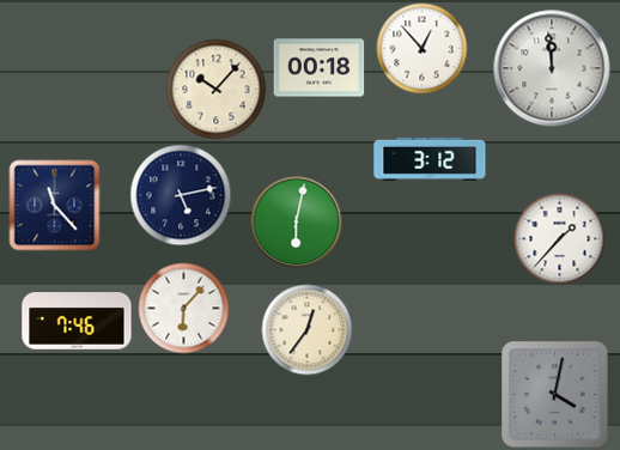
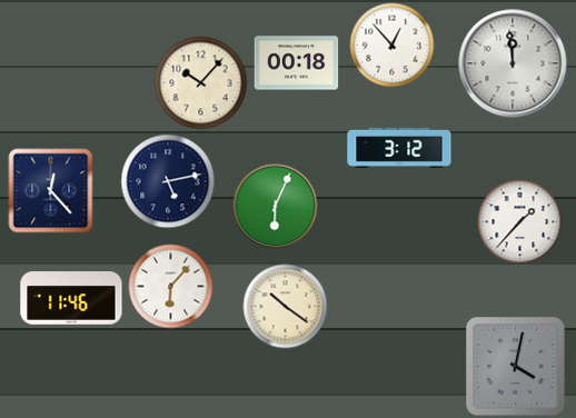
clock at (55, 206): 11:23 -> 12:23
clock at (297, 223): 6:02 -> 6:04
clock at (77, 321): 7:46 -> 11:46
clock at (308, 330): 12:36 -> 10:21
